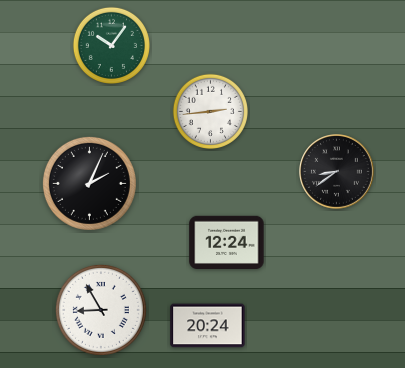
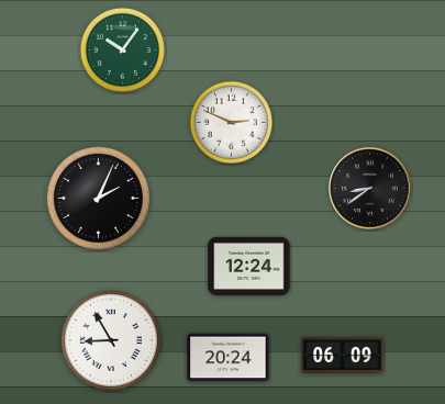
clock at (210, 111): 2:44 -> 2:49
clock at (89, 183) position: (89, 183) -> (98, 198)
clock at (343, 355): none -> 06:09
